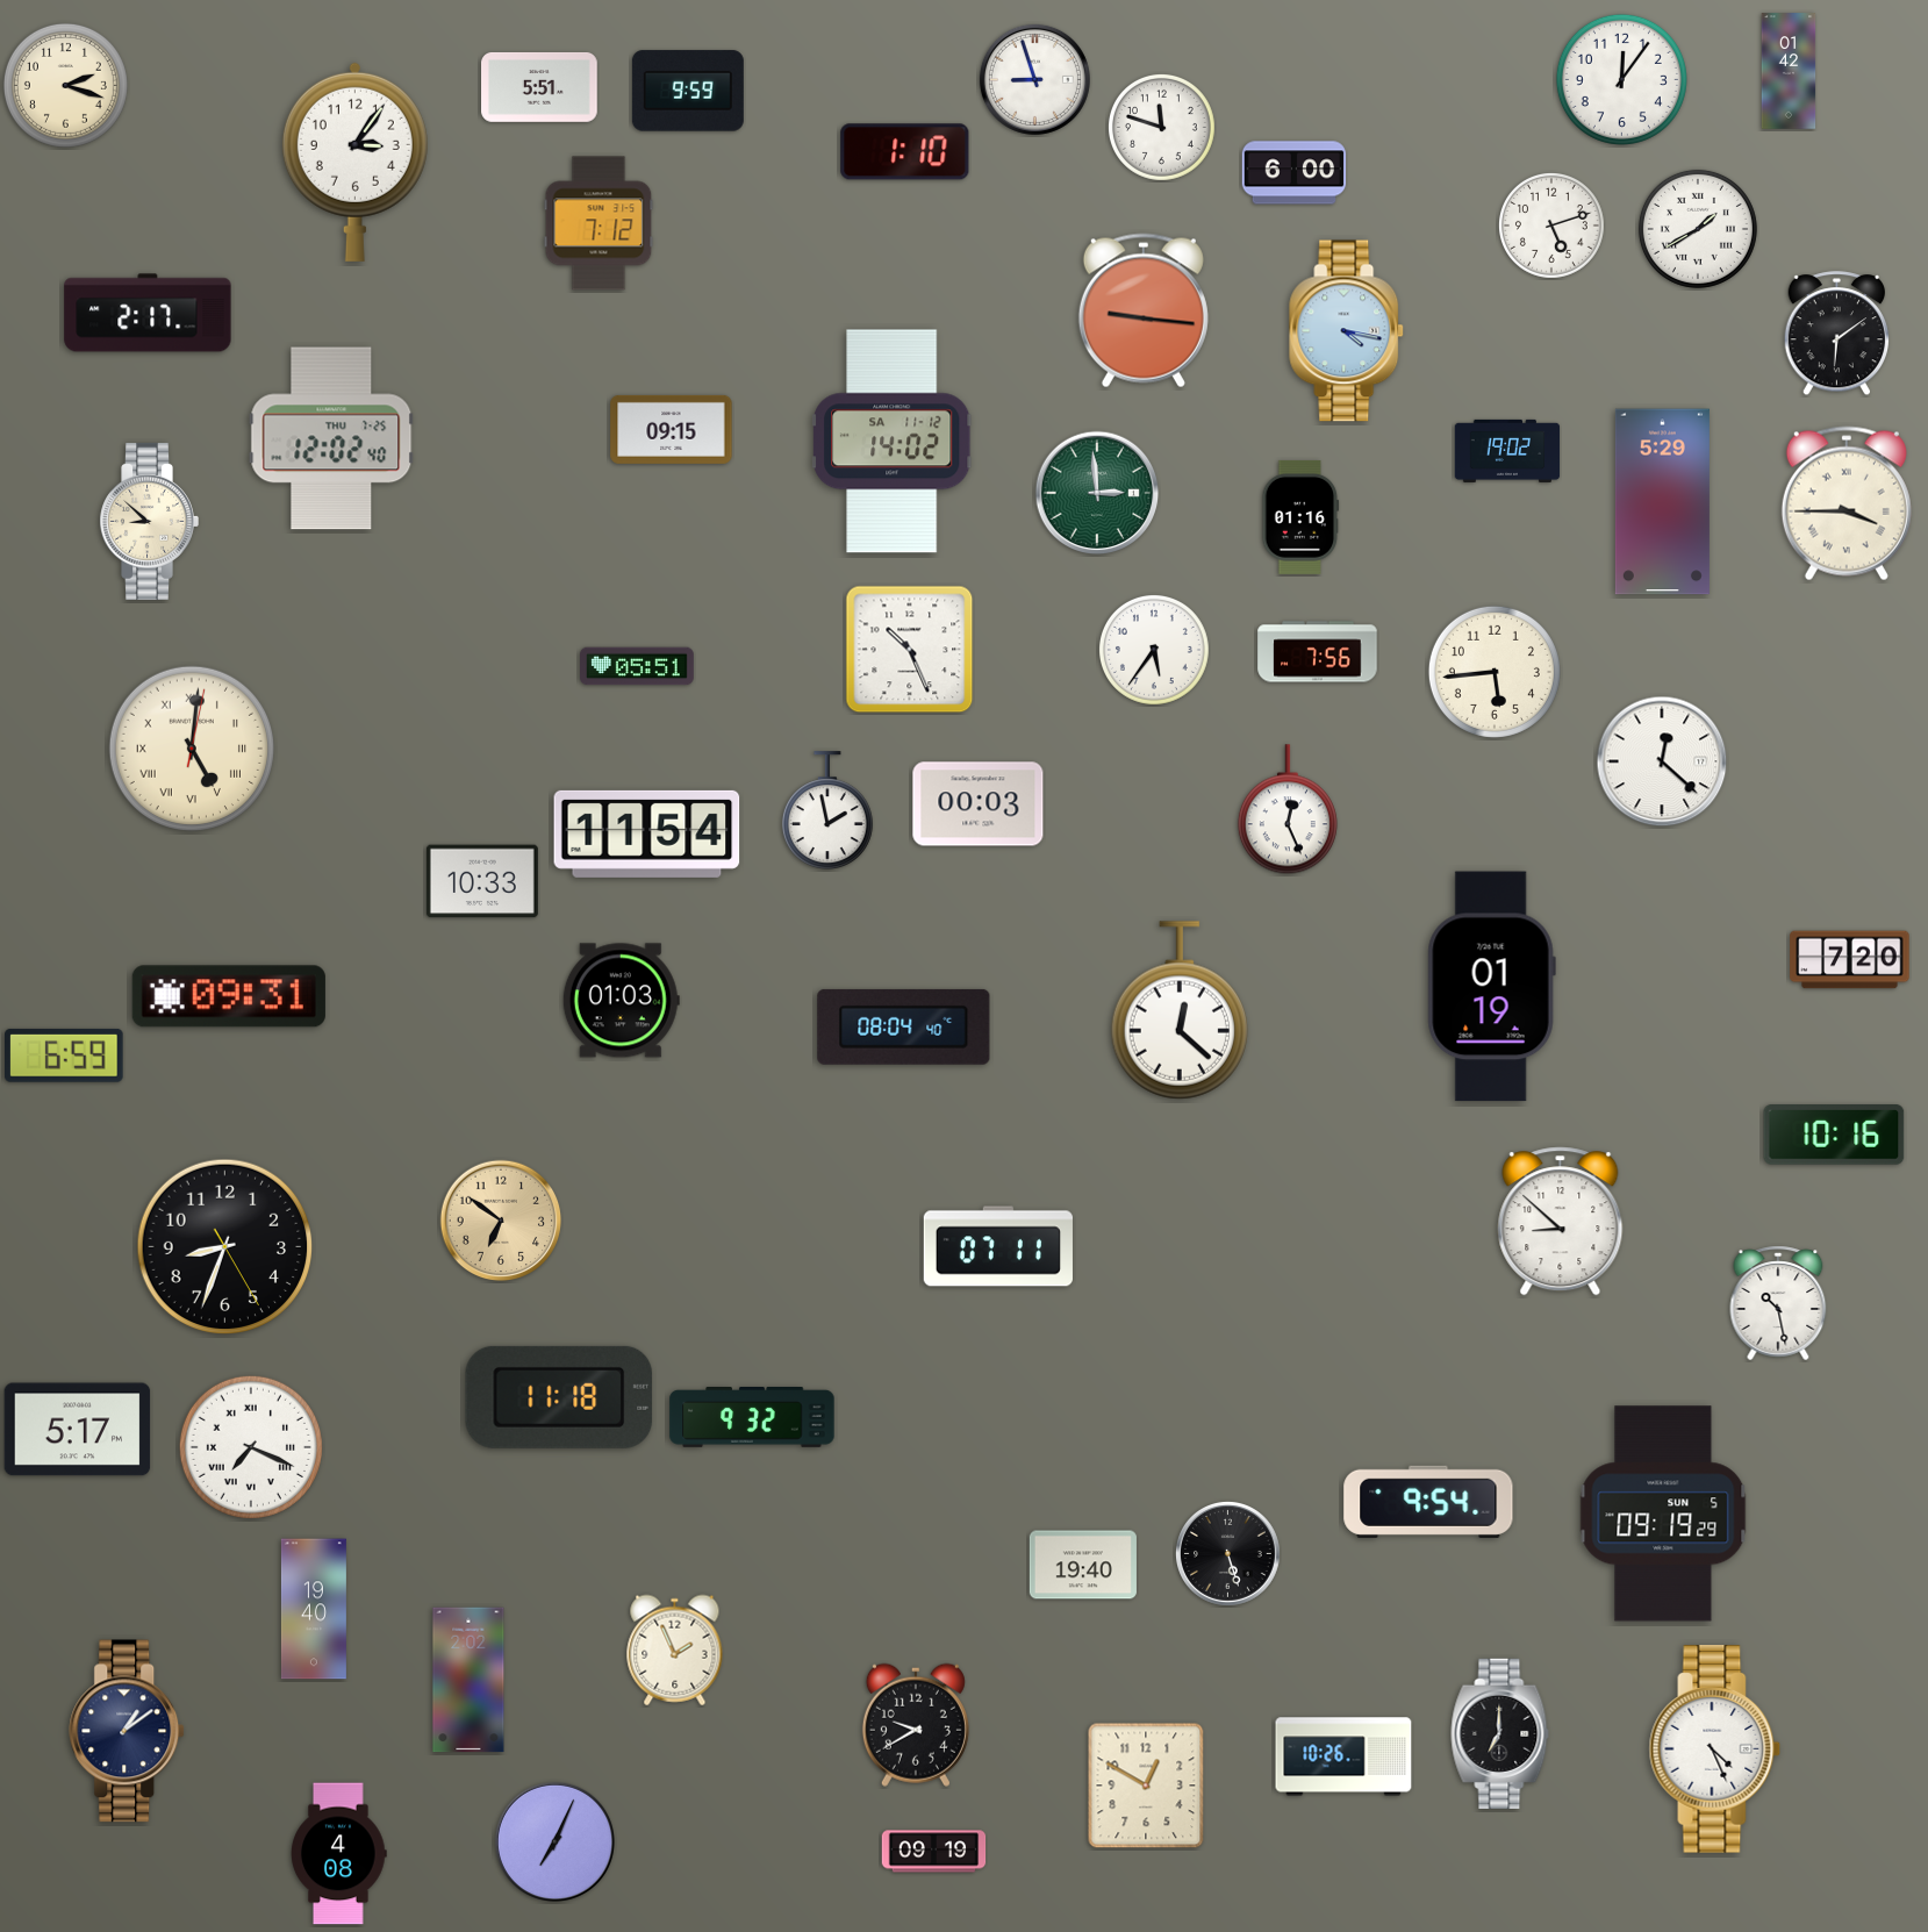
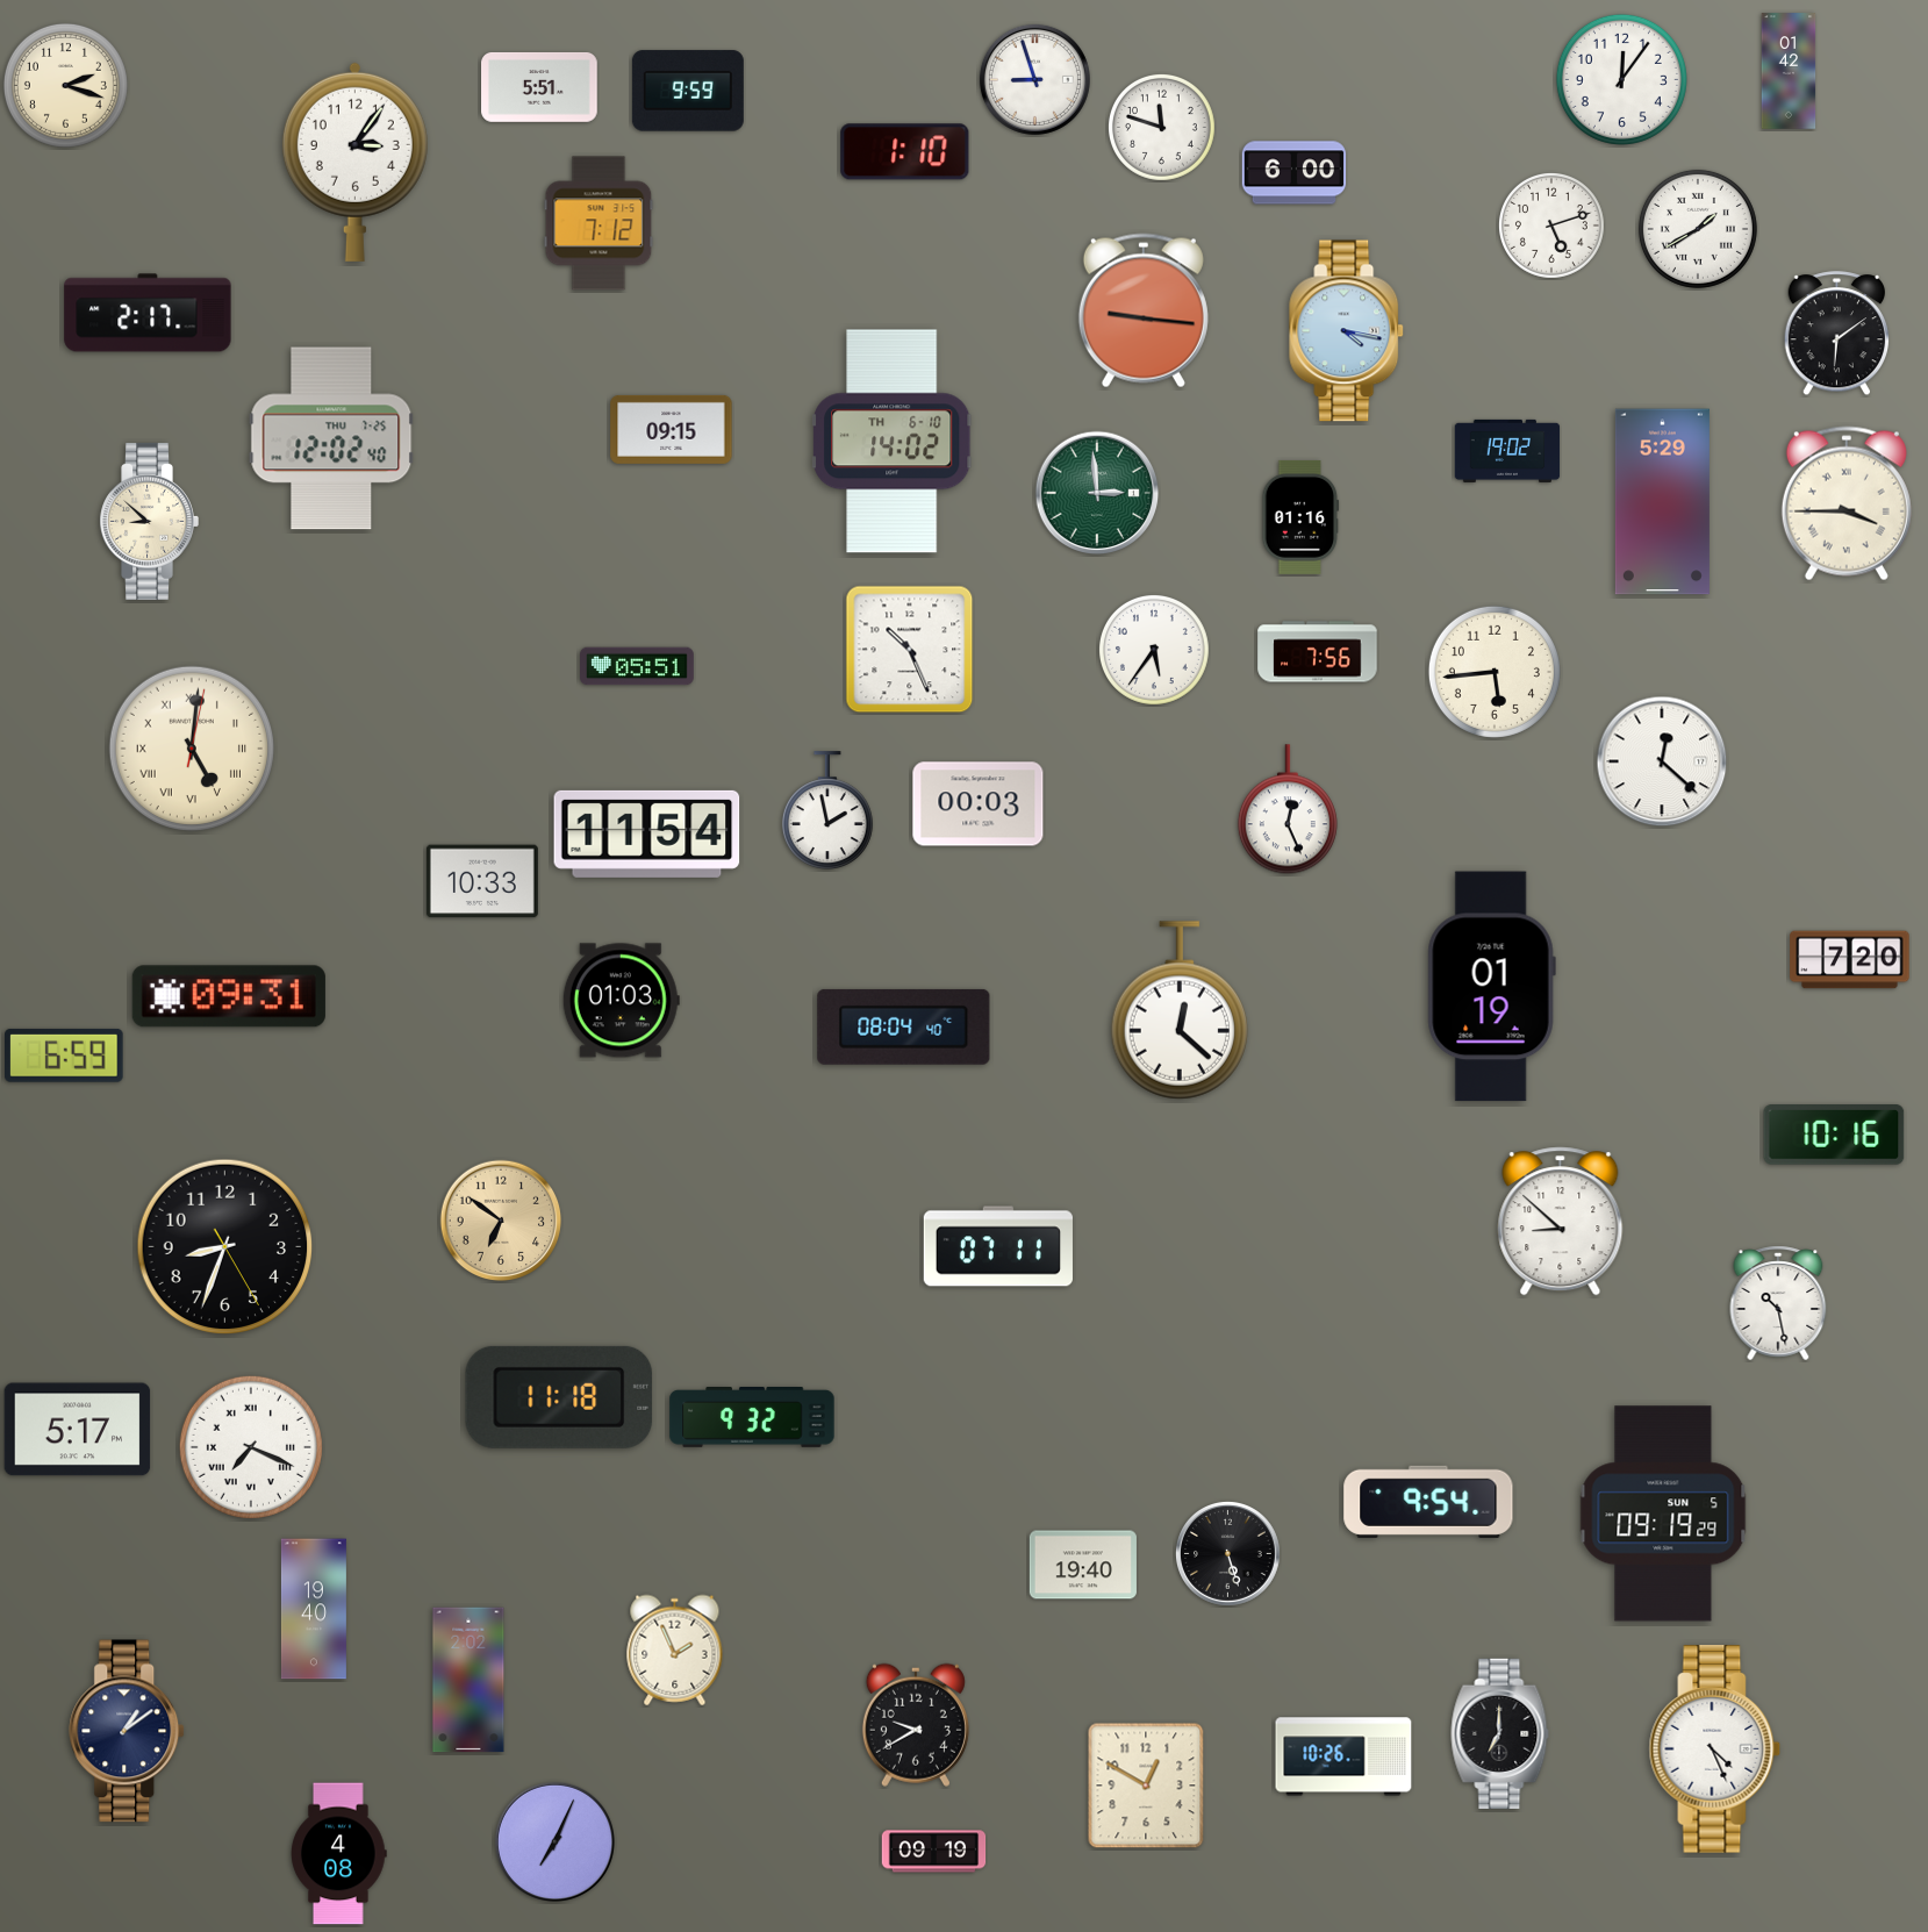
clock at (893, 442) date: SA 11-12 -> TH 6-10
